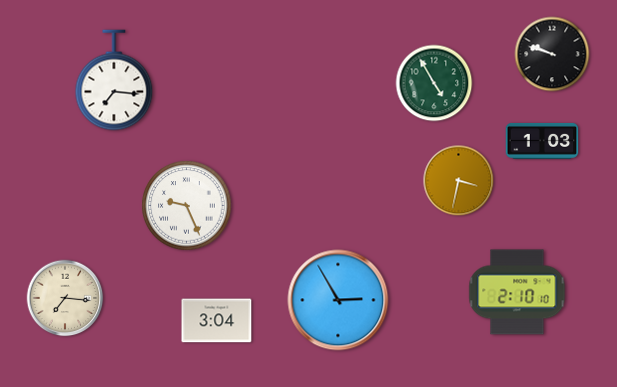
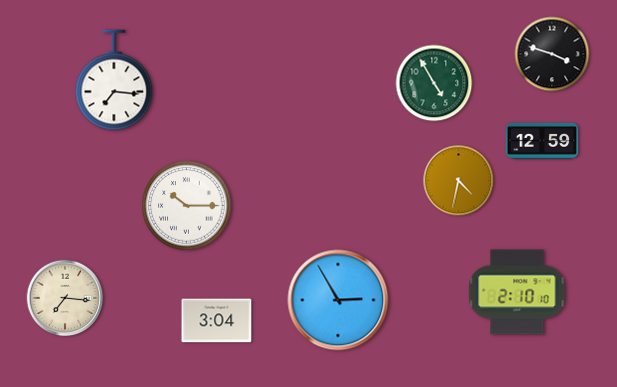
clock at (552, 54): 9:48 -> 3:48
clock at (542, 141): 1:03 -> 12:59
clock at (459, 181): 3:32 -> 4:32
clock at (187, 206): 9:26 -> 10:15
